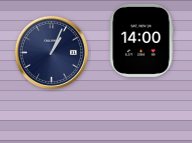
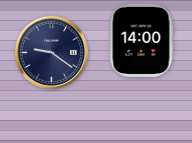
clock at (51, 52): 1:04 -> 9:21
